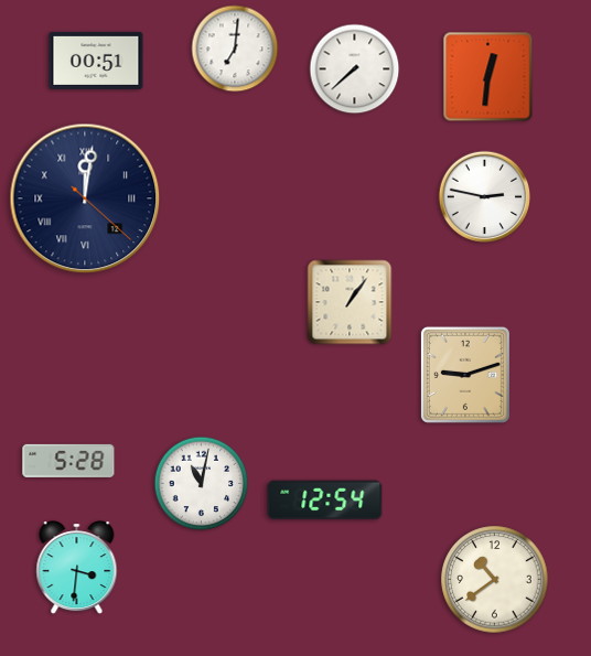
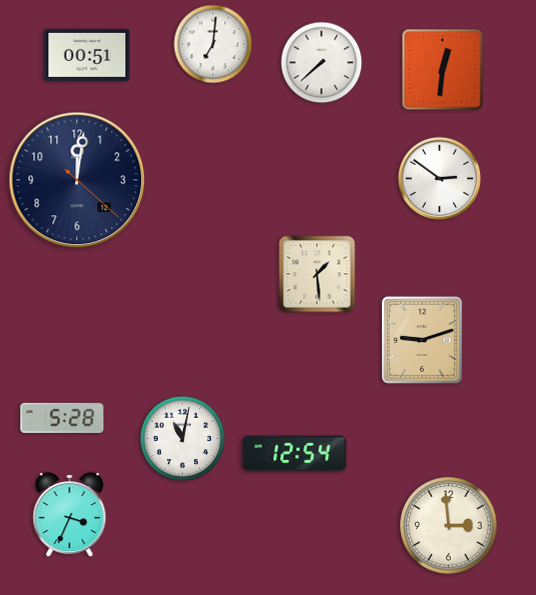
clock at (485, 197): 2:47 -> 2:51
clock at (85, 198) numerals: Roman -> Arabic
clock at (350, 302): 1:06 -> 1:29
clock at (77, 568): 3:31 -> 3:34
clock at (495, 580): 10:39 -> 2:59
